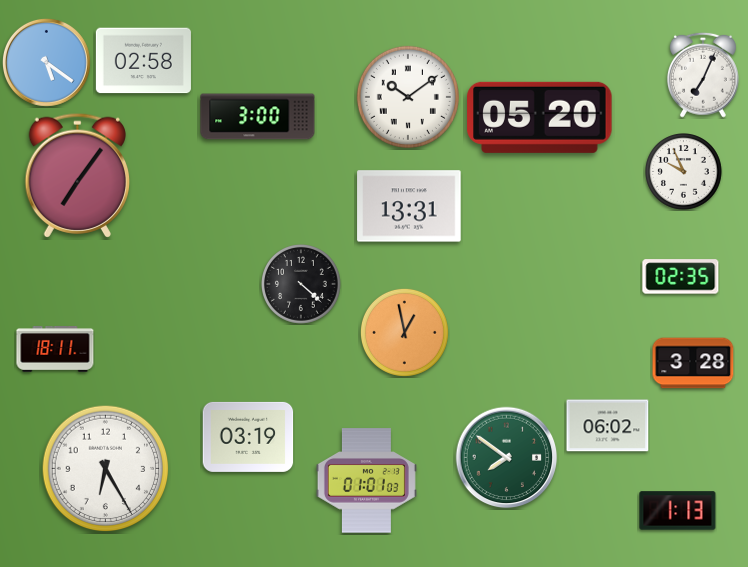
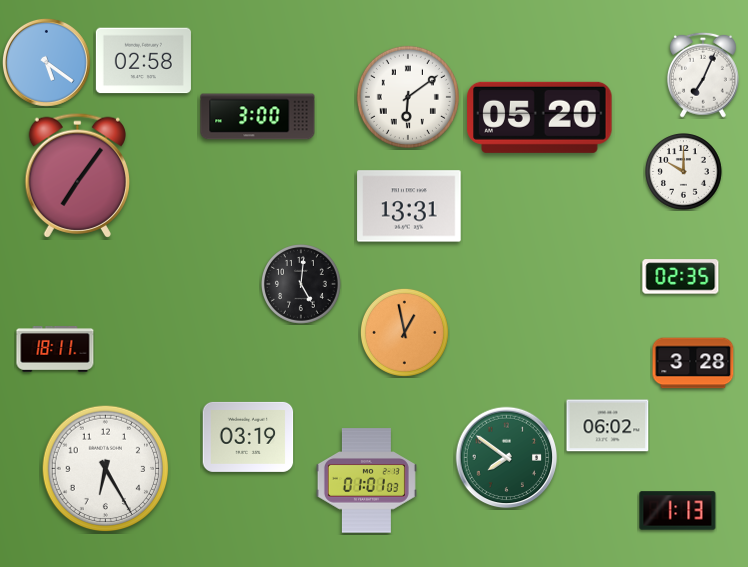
clock at (408, 97): 10:09 -> 6:09
clock at (684, 172): 9:56 -> 10:00
clock at (302, 285): 4:22 -> 5:01
